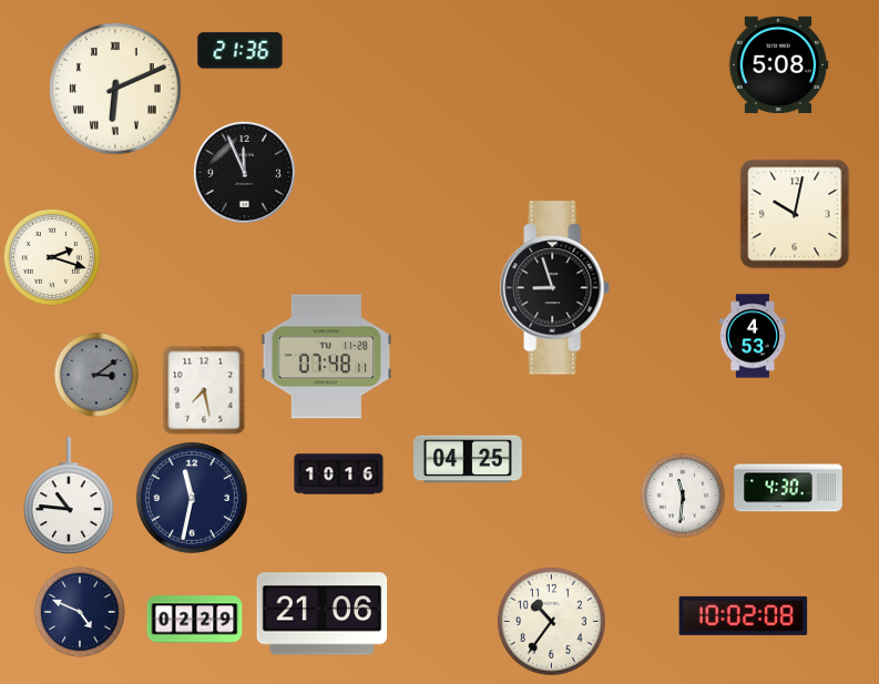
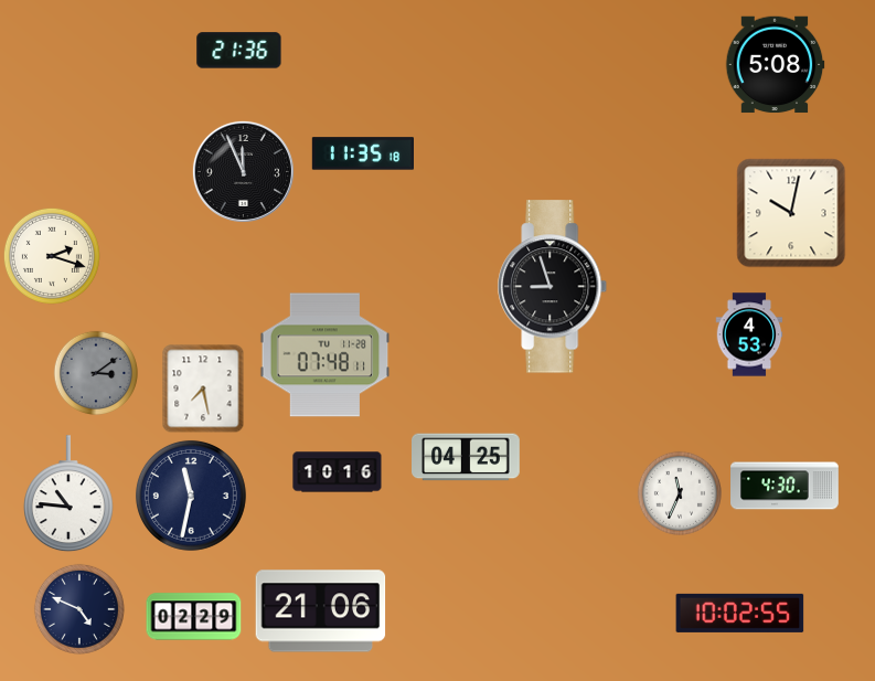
clock at (115, 89): 6:11 -> none
clock at (362, 153): none -> 11:35
clock at (682, 494): 11:31 -> 11:34
clock at (744, 615): 10:02:08 -> 10:02:55
clock at (551, 621): 10:36 -> none
